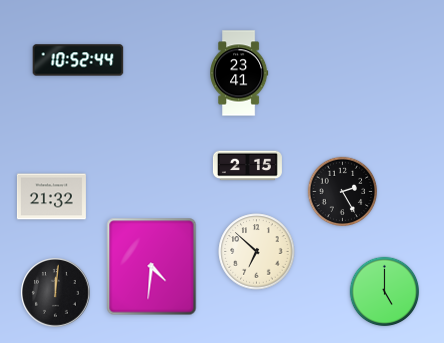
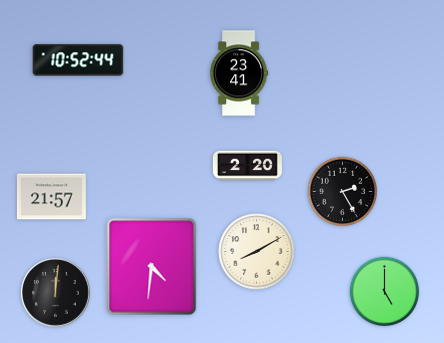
clock at (247, 166): 2:15 -> 2:20
clock at (51, 197): 21:32 -> 21:57
clock at (257, 252): 6:52 -> 8:10
